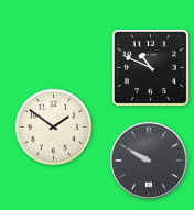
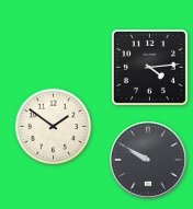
clock at (150, 67): 10:49 -> 4:14
